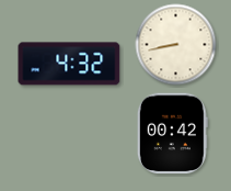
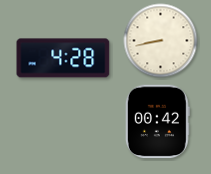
clock at (69, 64): 4:32 -> 4:28
